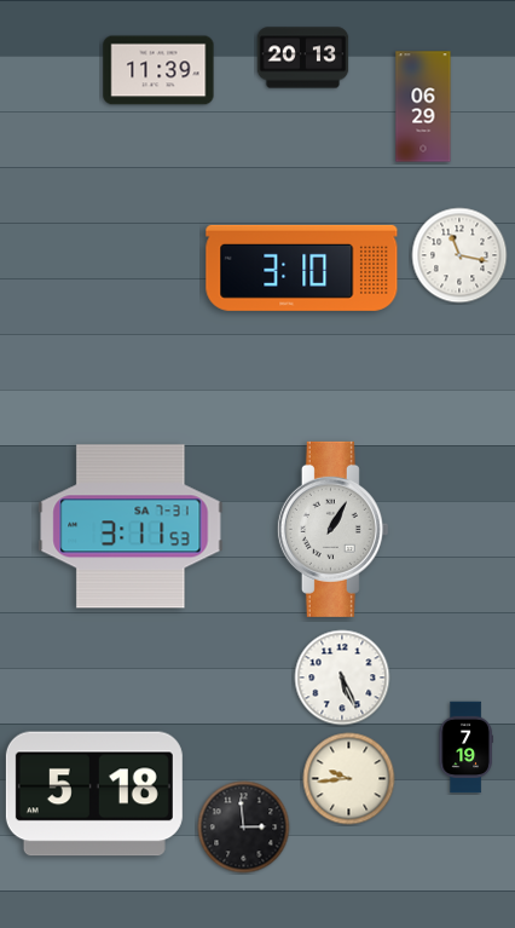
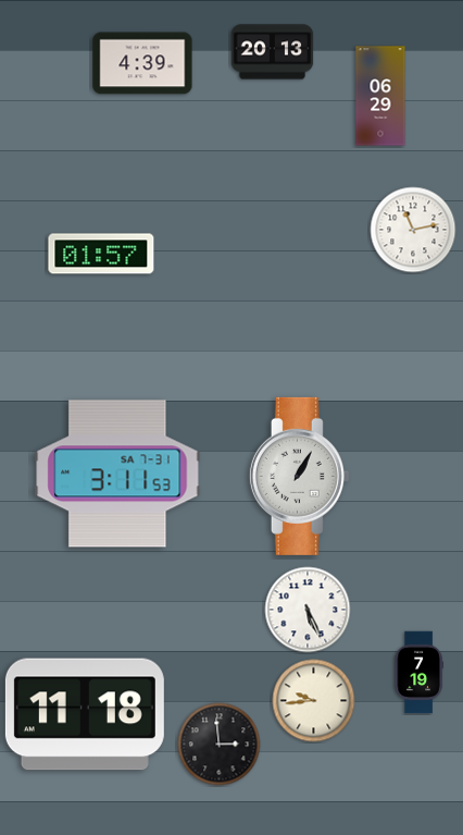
clock at (158, 70): 11:39 -> 4:39
clock at (459, 255): 11:17 -> 11:13
clock at (302, 267): 3:10 -> none
clock at (101, 254): none -> 01:57
clock at (94, 794): 5:18 -> 11:18
